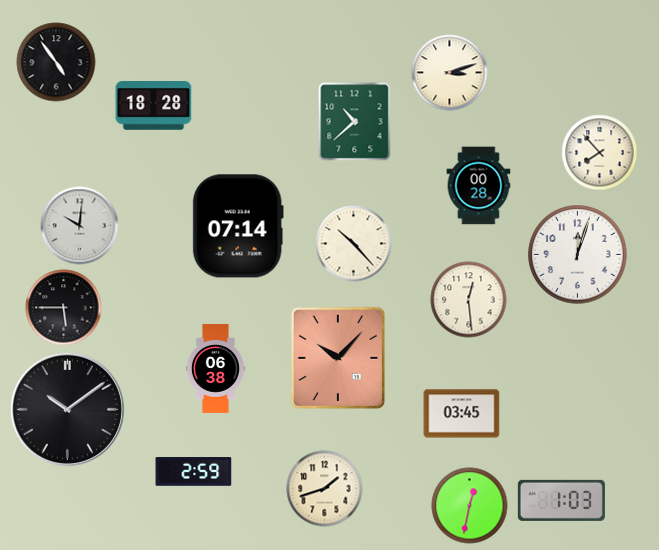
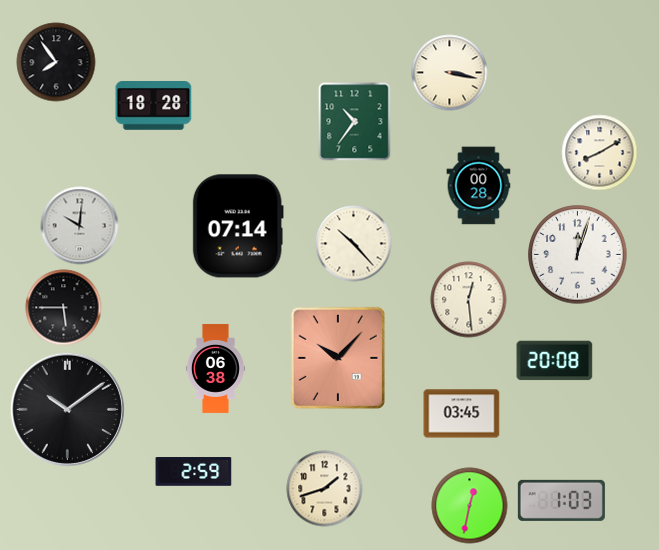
clock at (56, 62): 4:54 -> 7:54
clock at (450, 73): 3:12 -> 3:17
clock at (355, 122): 10:38 -> 10:36
clock at (600, 153): 7:53 -> 8:10
clock at (555, 361): none -> 20:08
